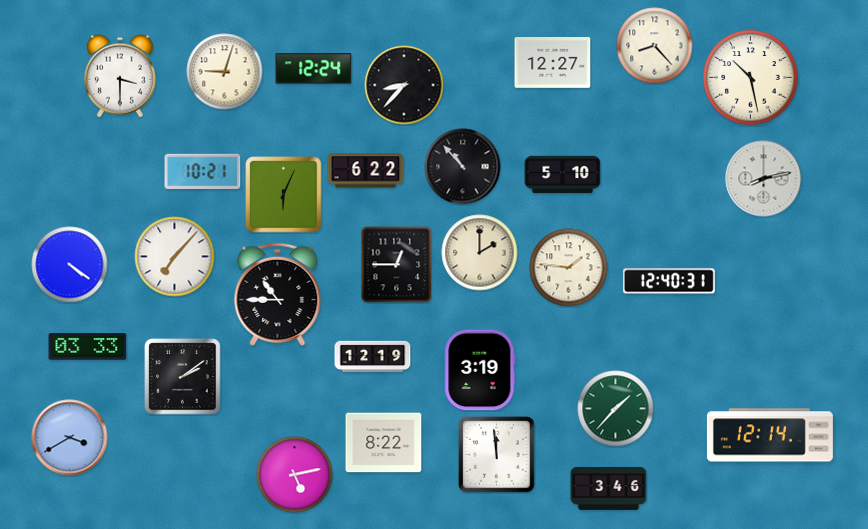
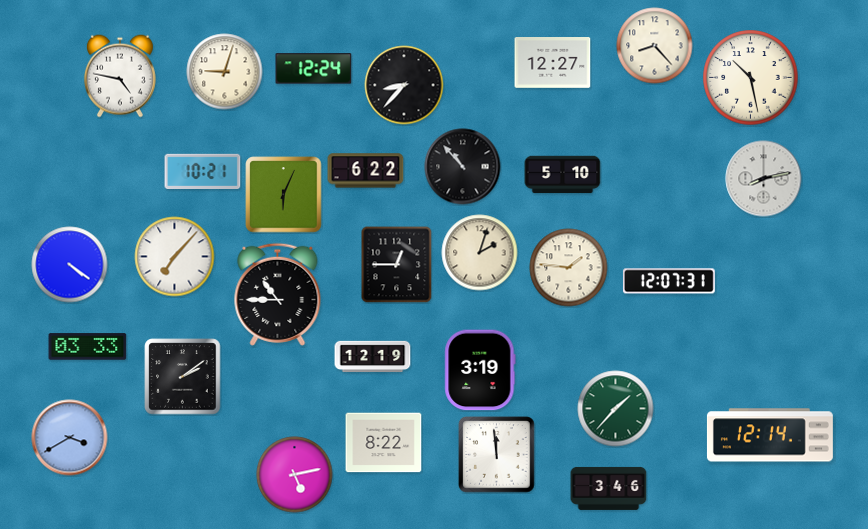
clock at (120, 76): 3:30 -> 4:47
clock at (480, 253): 2:00 -> 2:03
clock at (669, 281): 12:40 -> 12:07
